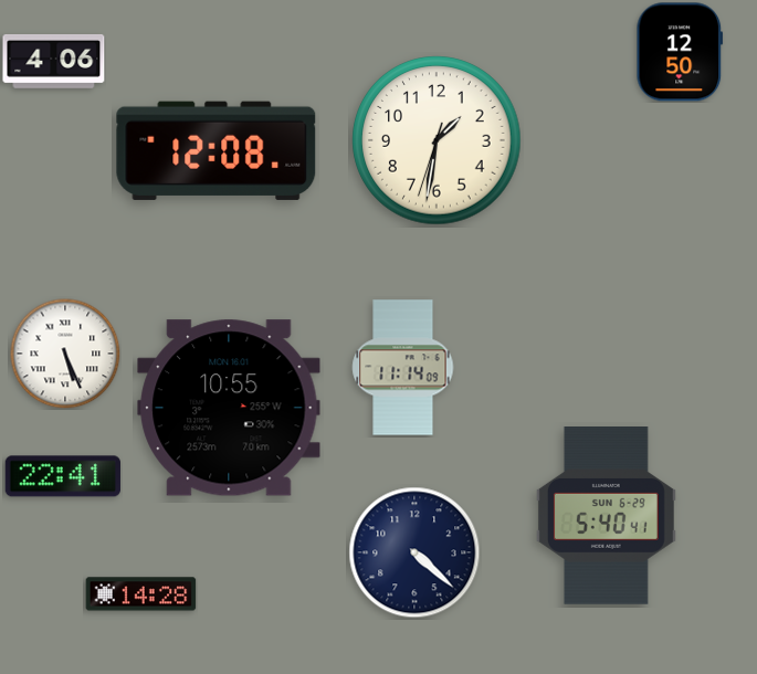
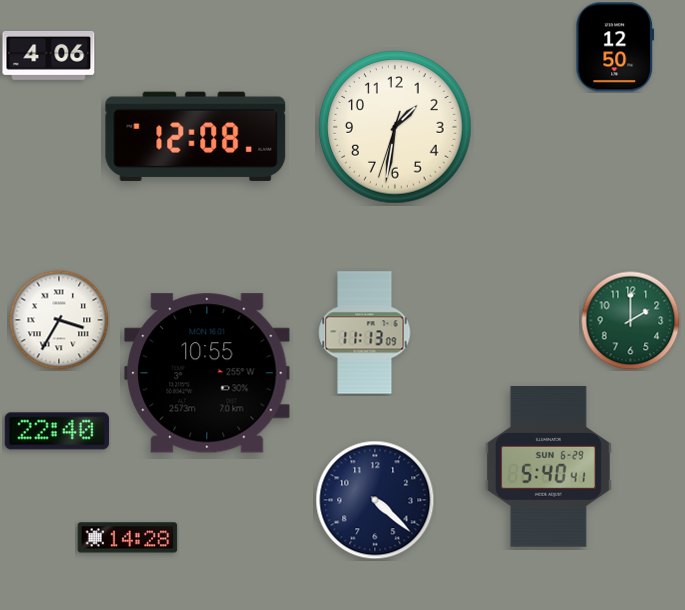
clock at (65, 354): 5:26 -> 3:35
clock at (631, 321): none -> 2:00
clock at (403, 368): 11:14 -> 11:13
clock at (229, 408) position: (229, 408) -> (207, 373)
clock at (63, 476): 22:41 -> 22:40
